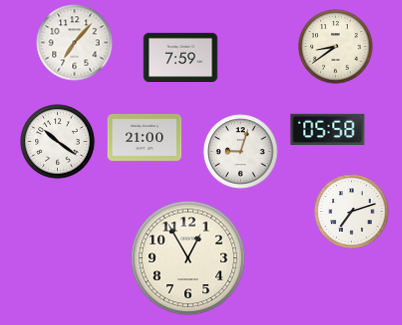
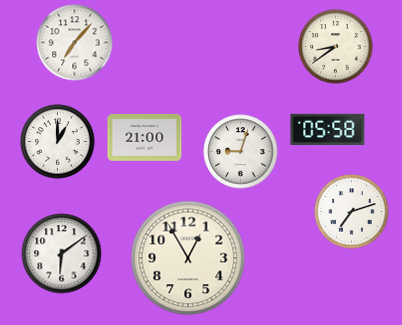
clock at (181, 57): 7:59 -> none
clock at (58, 142): 10:21 -> 1:00
clock at (62, 254): none -> 6:09
